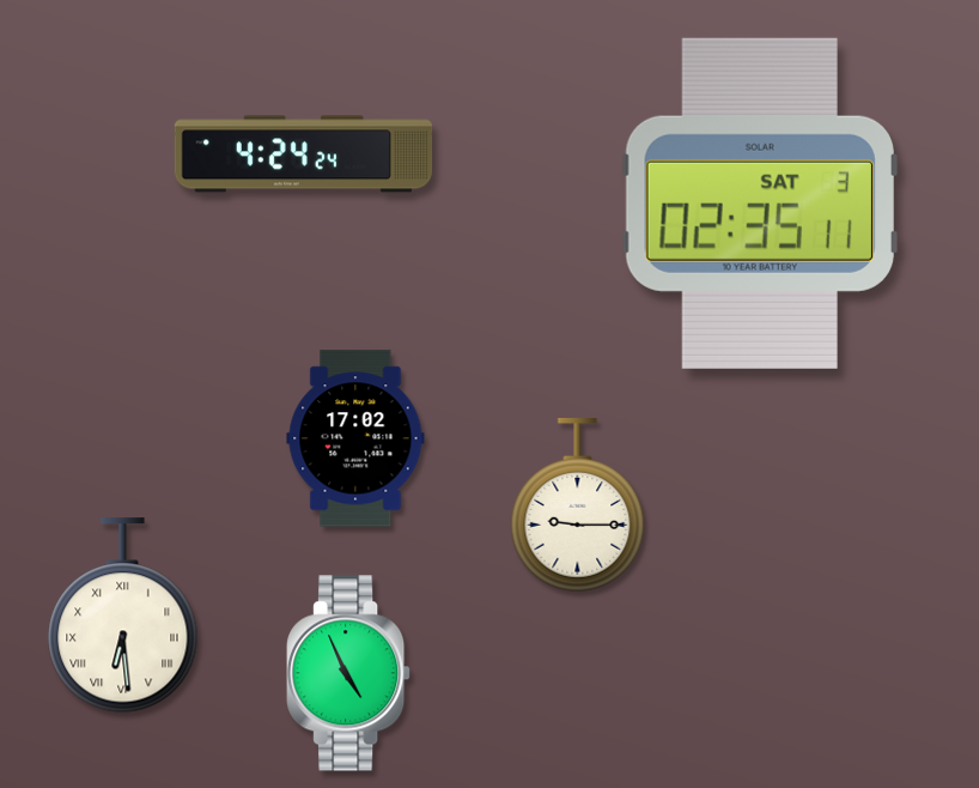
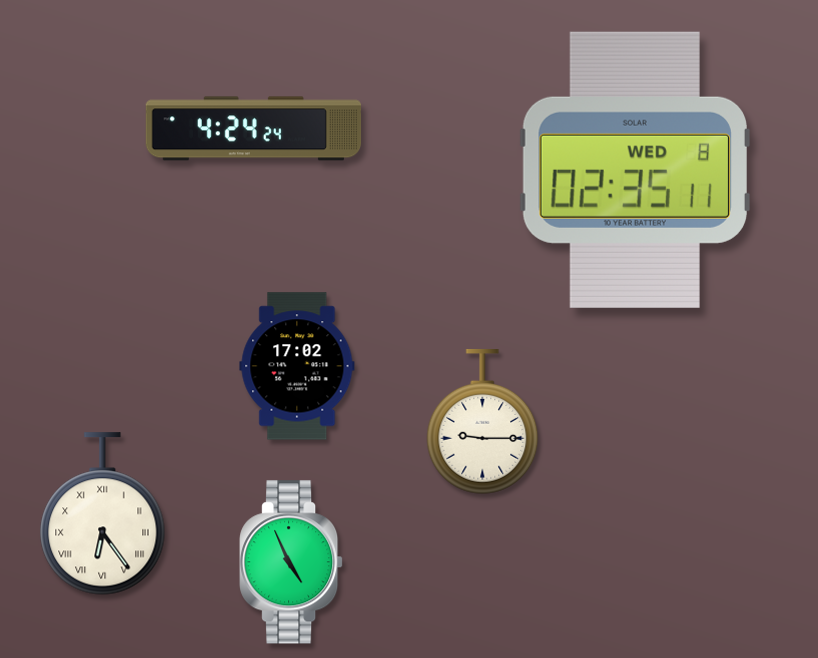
clock at (760, 204) date: SAT 3 -> WED 8
clock at (123, 616): 6:29 -> 6:24
